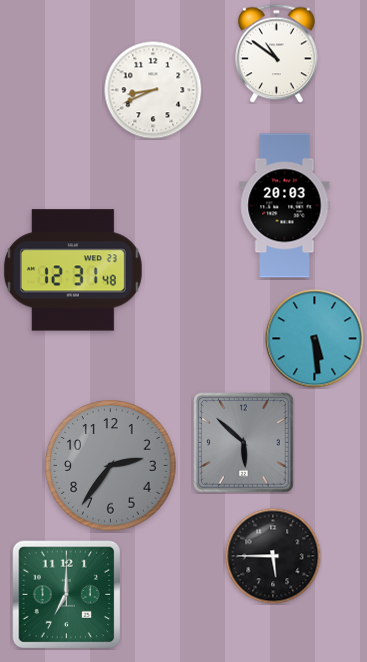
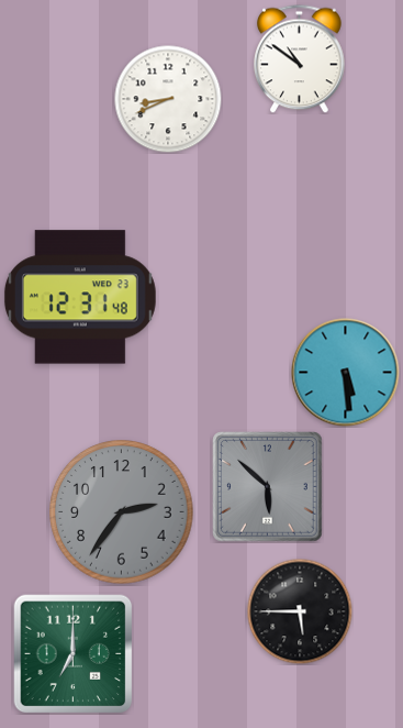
clock at (277, 53) position: (277, 53) -> (300, 58)
clock at (285, 206): 20:03 -> none
